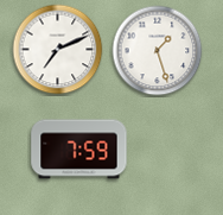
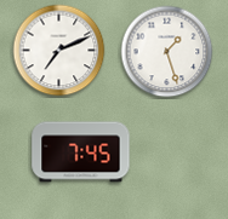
clock at (158, 51) position: (158, 51) -> (167, 52)
clock at (79, 150): 7:59 -> 7:45
